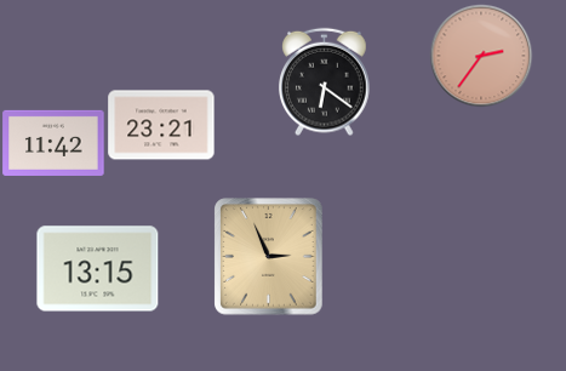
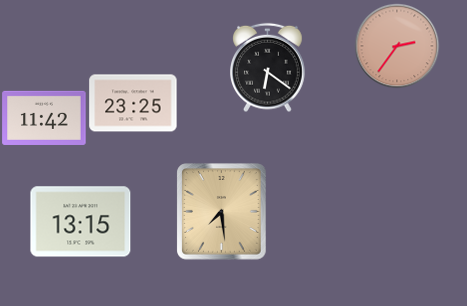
clock at (161, 125): 23:21 -> 23:25
clock at (269, 257): 2:56 -> 7:29
